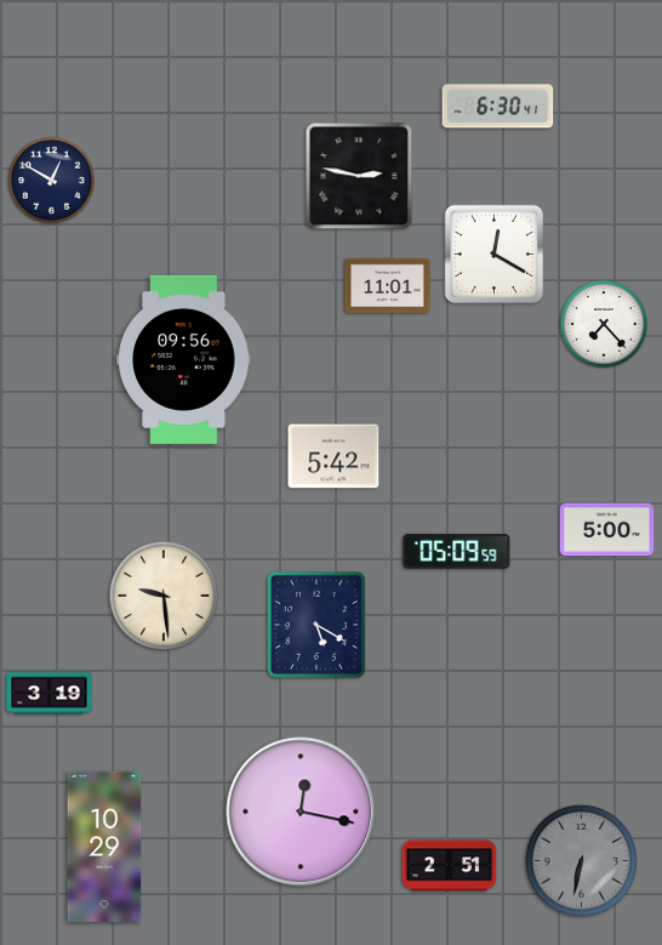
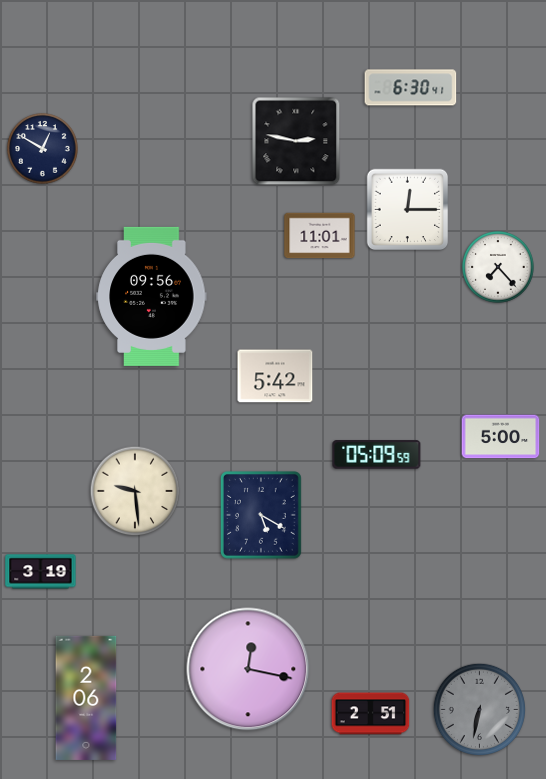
clock at (359, 176) position: (359, 176) -> (296, 141)
clock at (495, 255): 12:20 -> 12:15
clock at (104, 847): 10:29 -> 2:06
